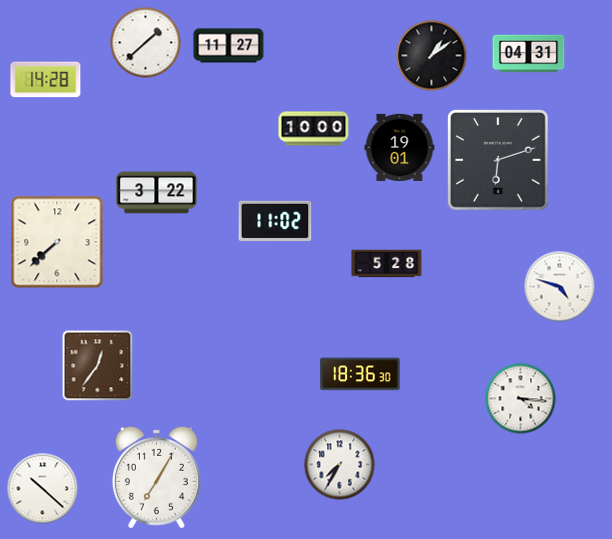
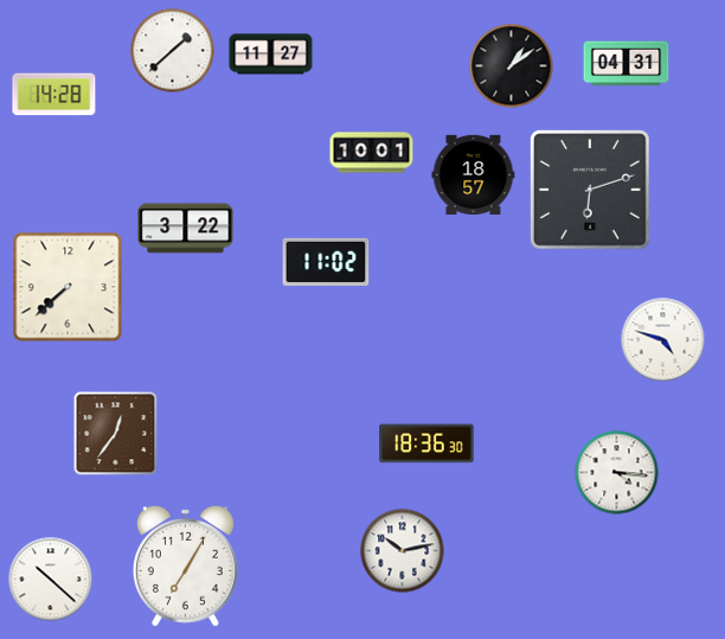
clock at (314, 129): 10:00 -> 10:01
clock at (400, 147): 19:01 -> 18:57
clock at (387, 264): 5:28 -> none
clock at (340, 465): 7:35 -> 10:13
